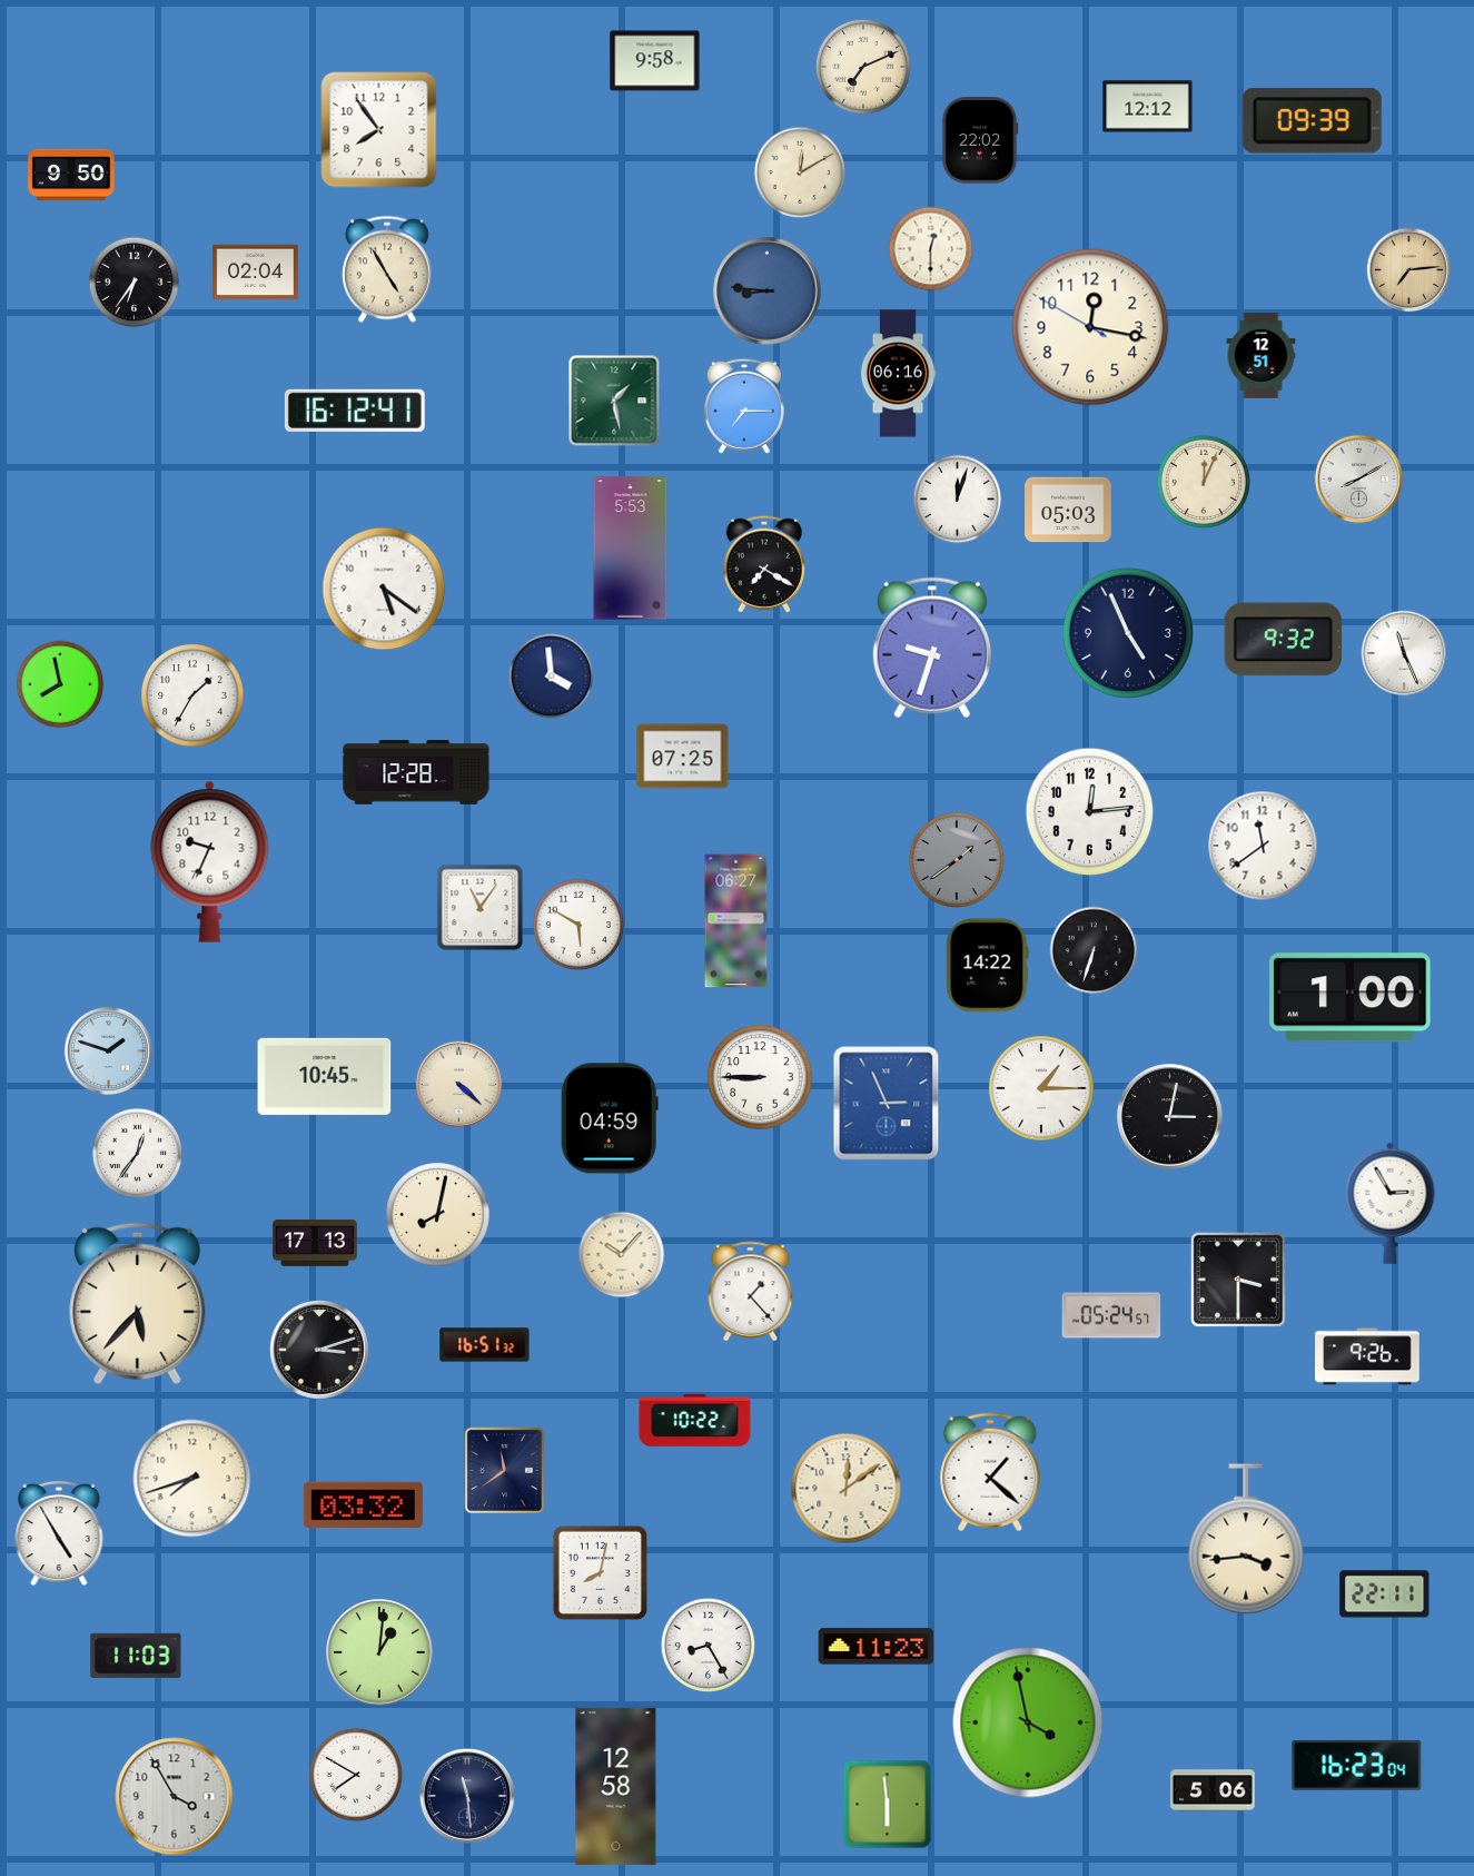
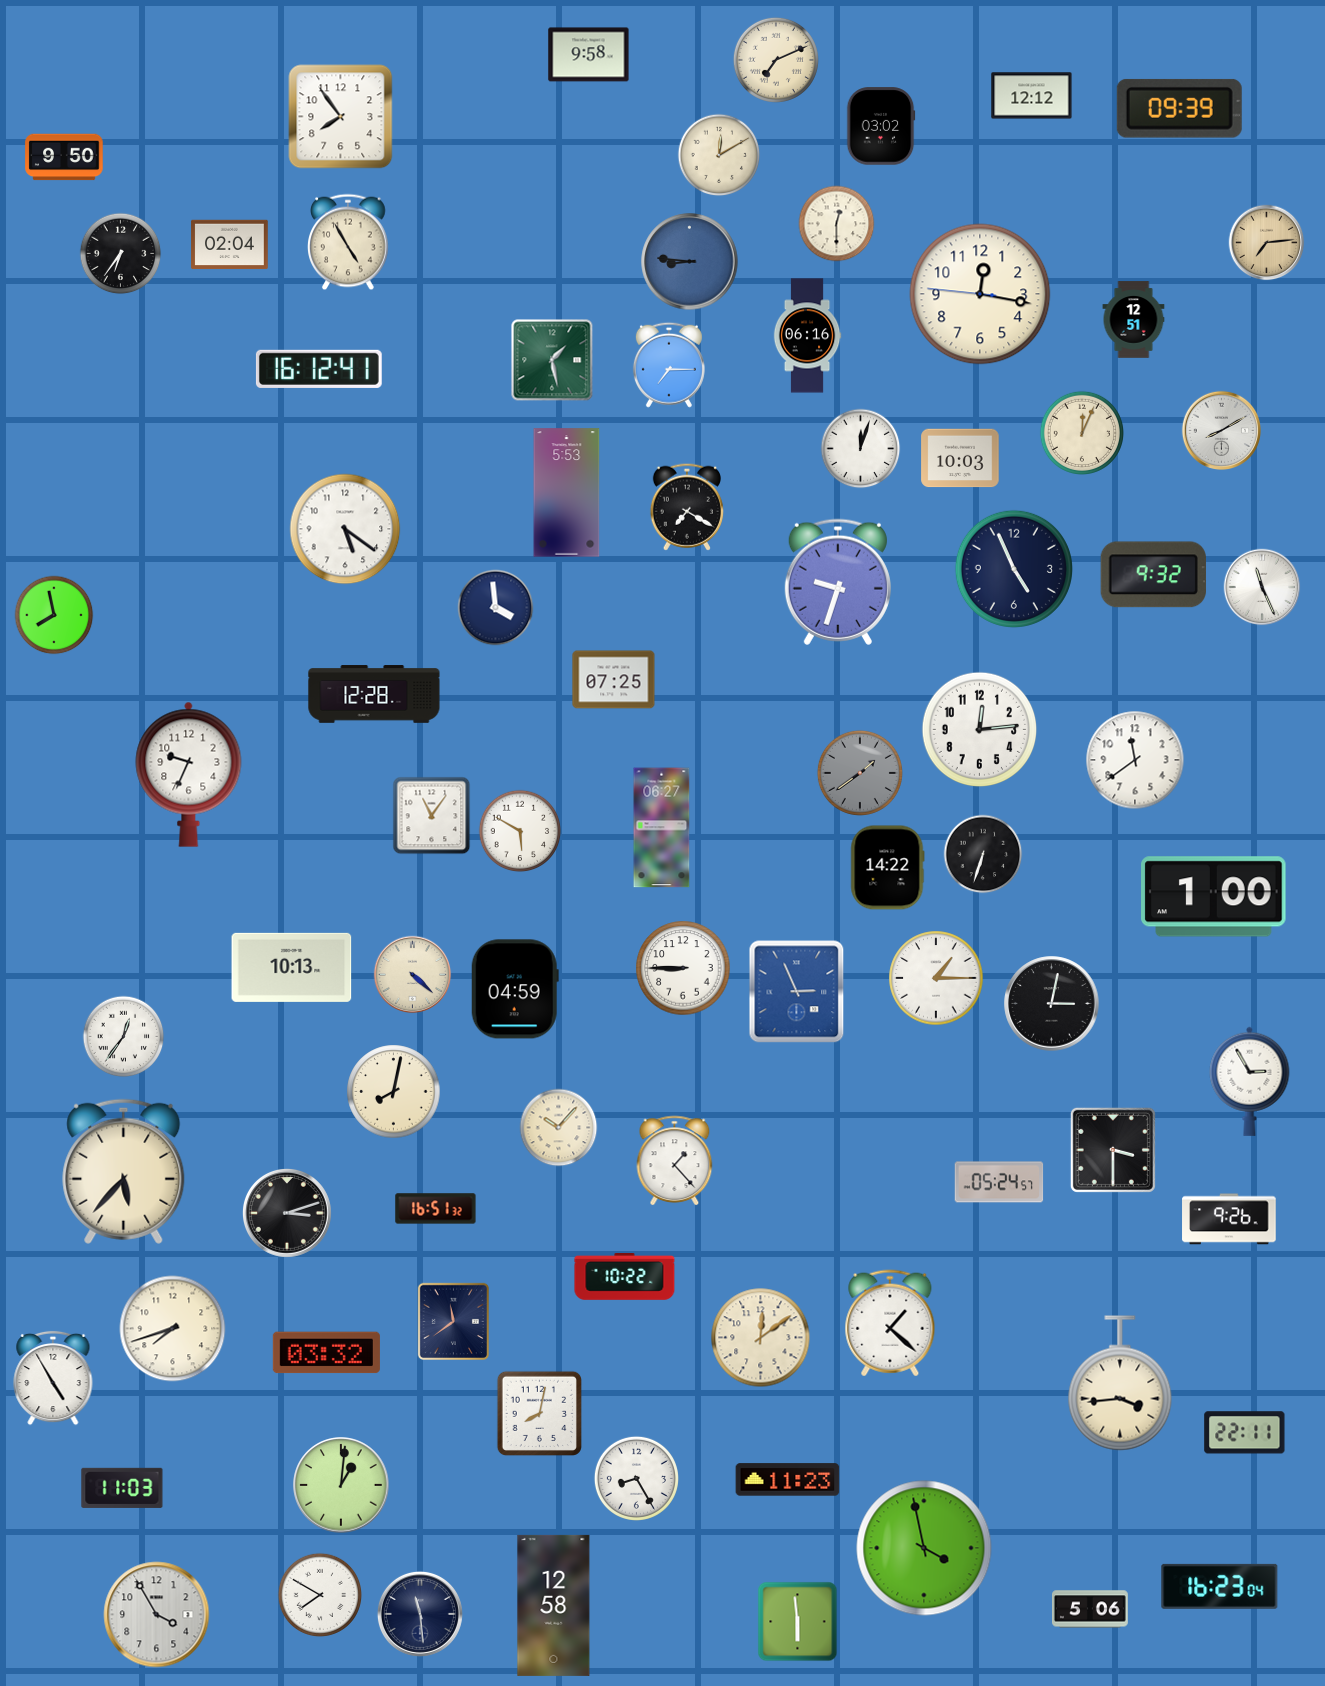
clock at (980, 140): 22:02 -> 03:02
clock at (1090, 327): 12:16:50 -> 12:16:46
clock at (1068, 510): 05:03 -> 10:03
clock at (192, 695): 1:35 -> none
clock at (108, 1050): 1:48 -> none
clock at (325, 1076): 10:45 -> 10:13
clock at (610, 1118) position: (610, 1118) -> (515, 989)
clock at (316, 1244): 17:13 -> none
